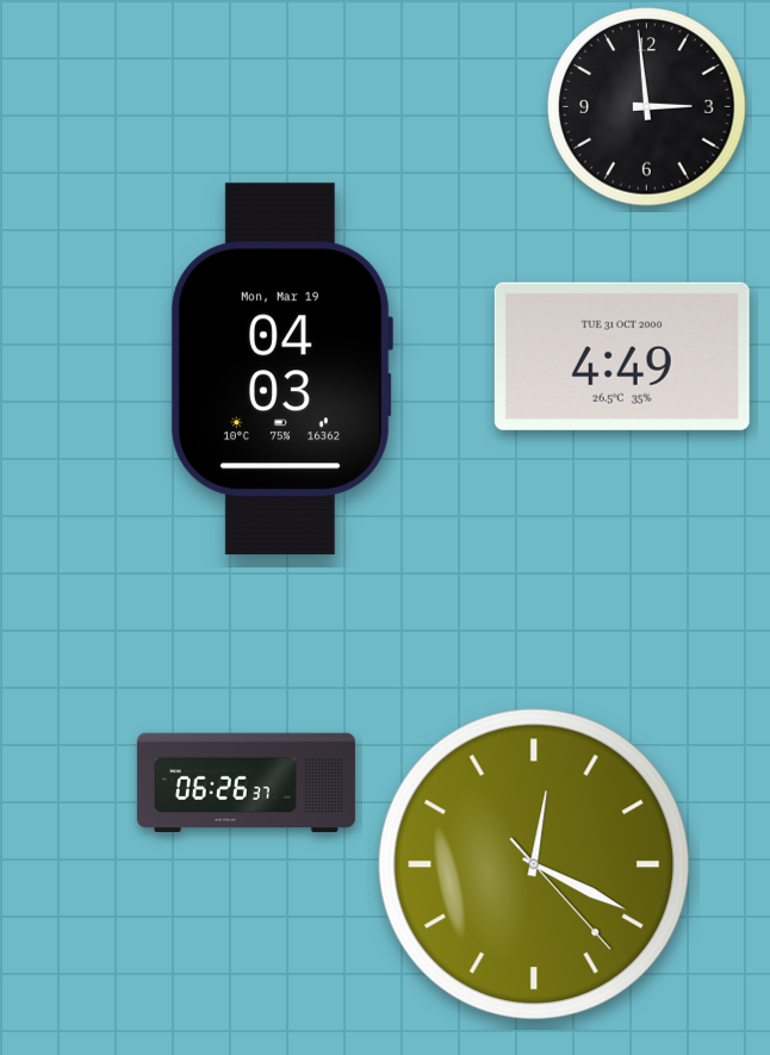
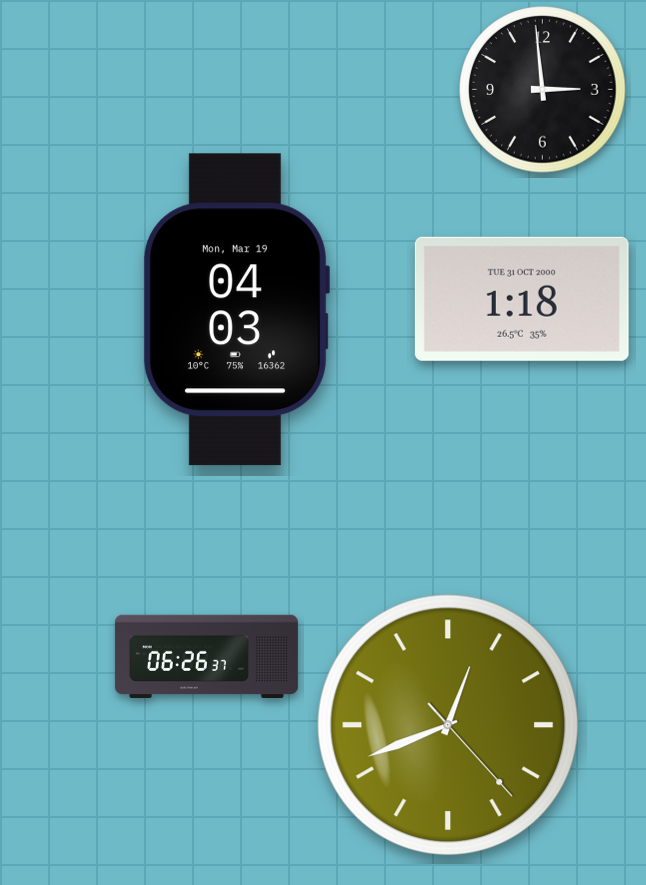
clock at (622, 356): 4:49 -> 1:18
clock at (534, 864): 12:19 -> 12:41
